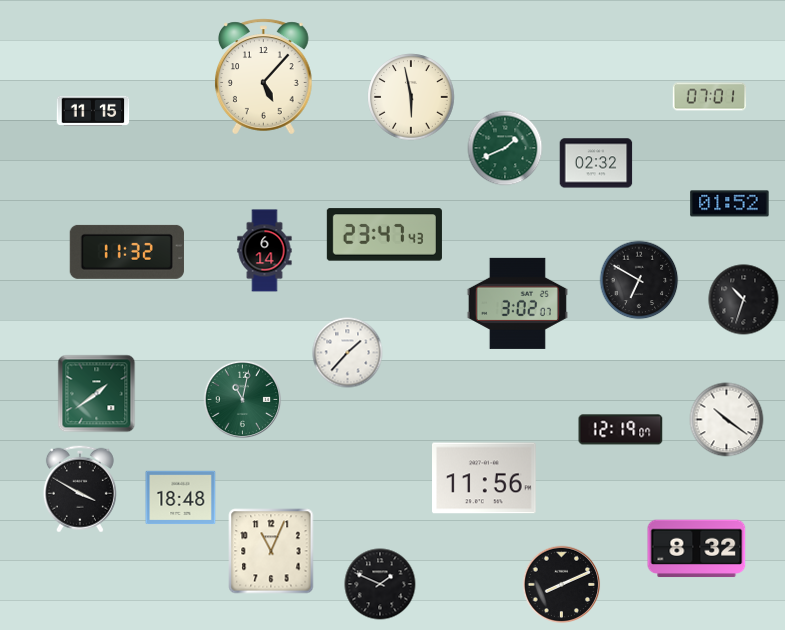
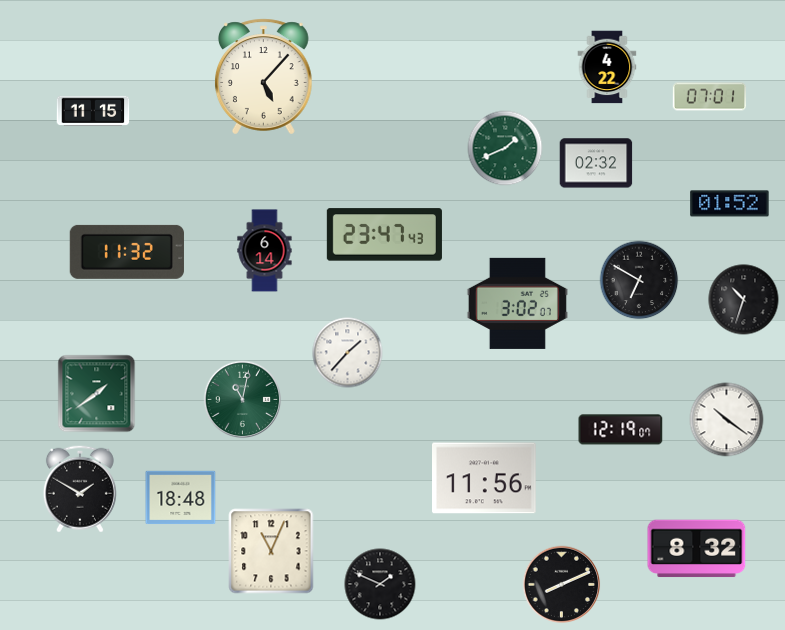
clock at (607, 67): none -> 4:22
clock at (411, 97): 5:58 -> none
clock at (80, 489): 3:50 -> 1:50
